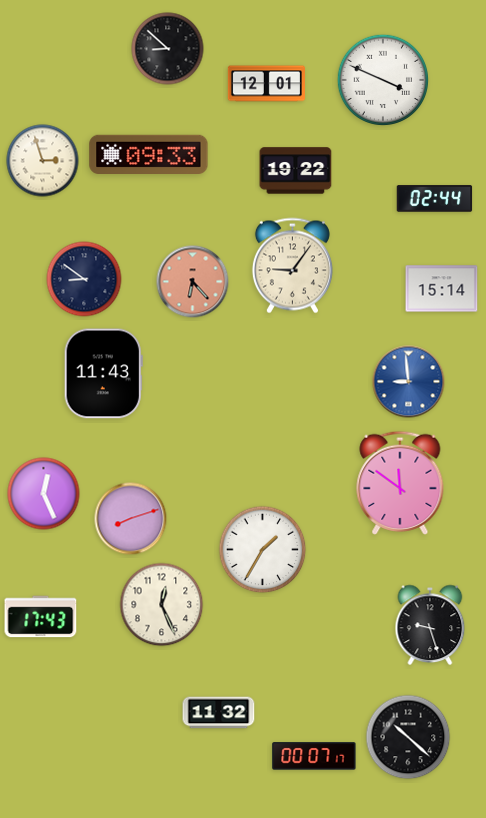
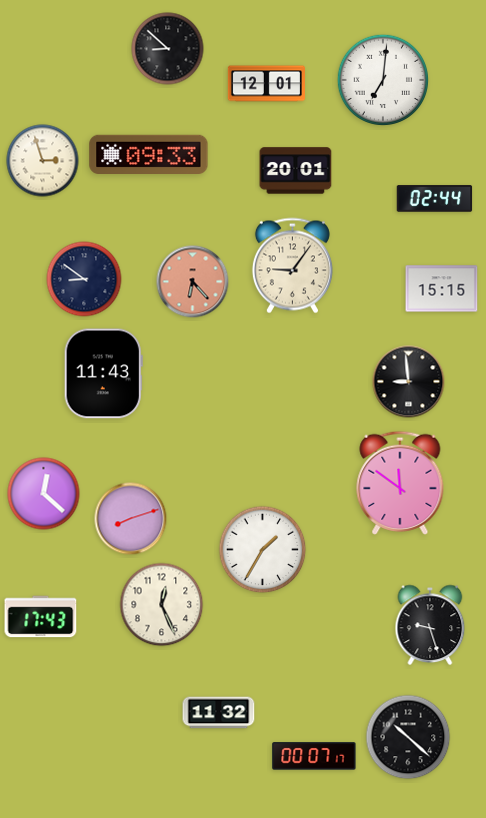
clock at (382, 79): 3:49 -> 7:01
clock at (296, 171): 19:22 -> 20:01
clock at (442, 289): 15:14 -> 15:15
clock at (409, 382) dial: blue -> black
clock at (44, 494): 12:26 -> 12:22
